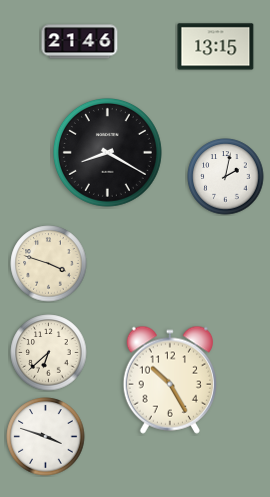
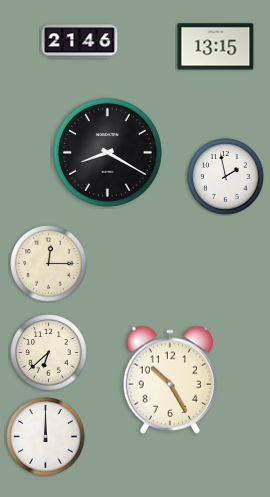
clock at (226, 177): 2:02 -> 1:58
clock at (49, 264): 3:48 -> 12:15
clock at (46, 437): 3:48 -> 12:00
